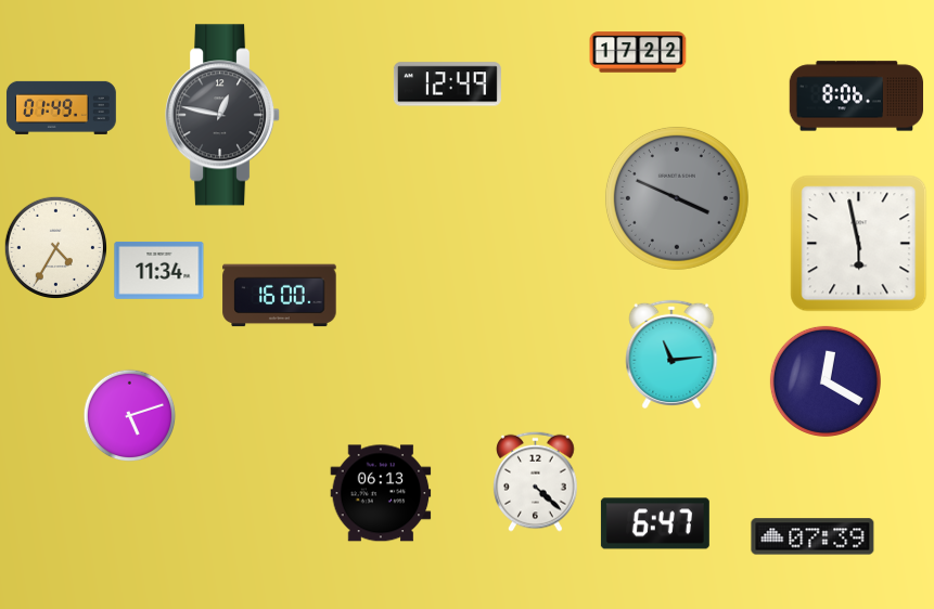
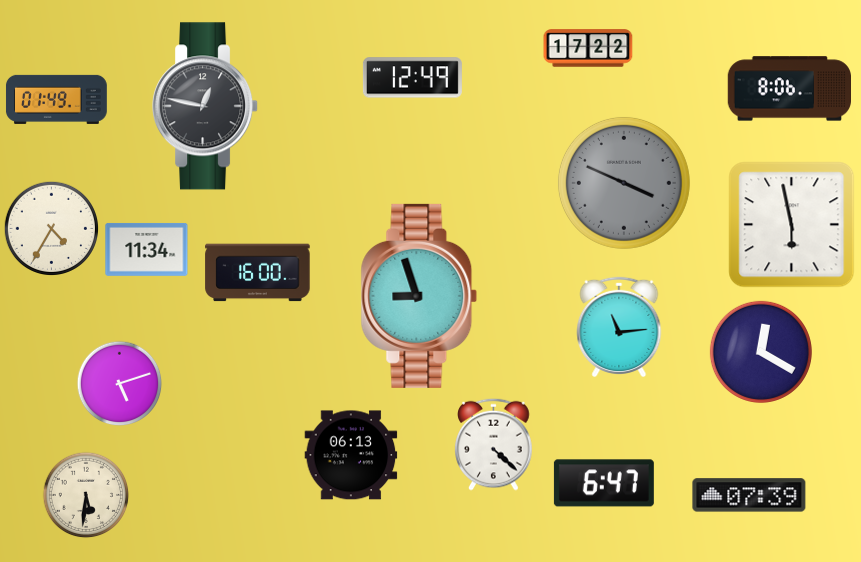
clock at (419, 296): none -> 8:57
clock at (86, 495): none -> 5:31
